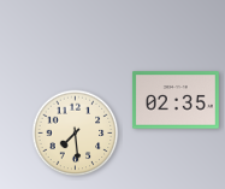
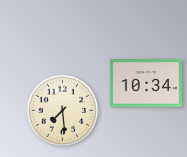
clock at (176, 100): 02:35 -> 10:34
